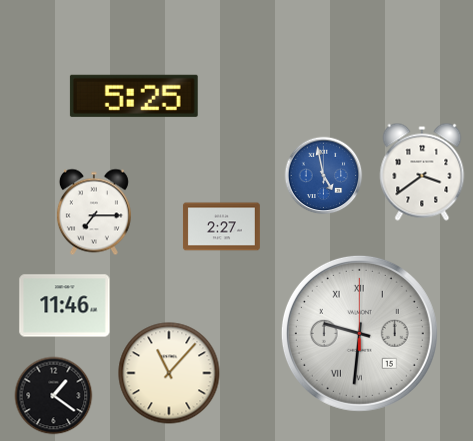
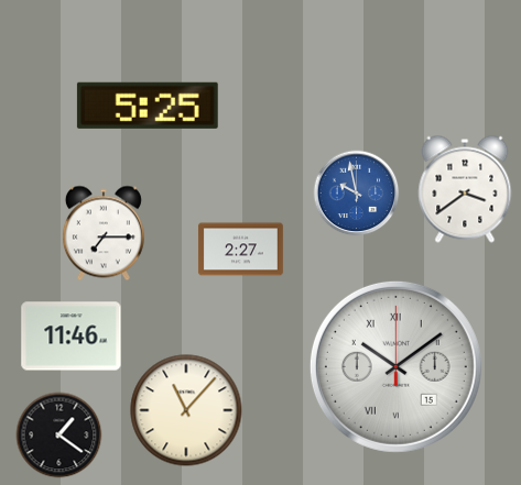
clock at (323, 175): 4:58 -> 9:58
clock at (221, 227) position: (221, 227) -> (240, 250)
clock at (359, 333): 9:31 -> 10:09
